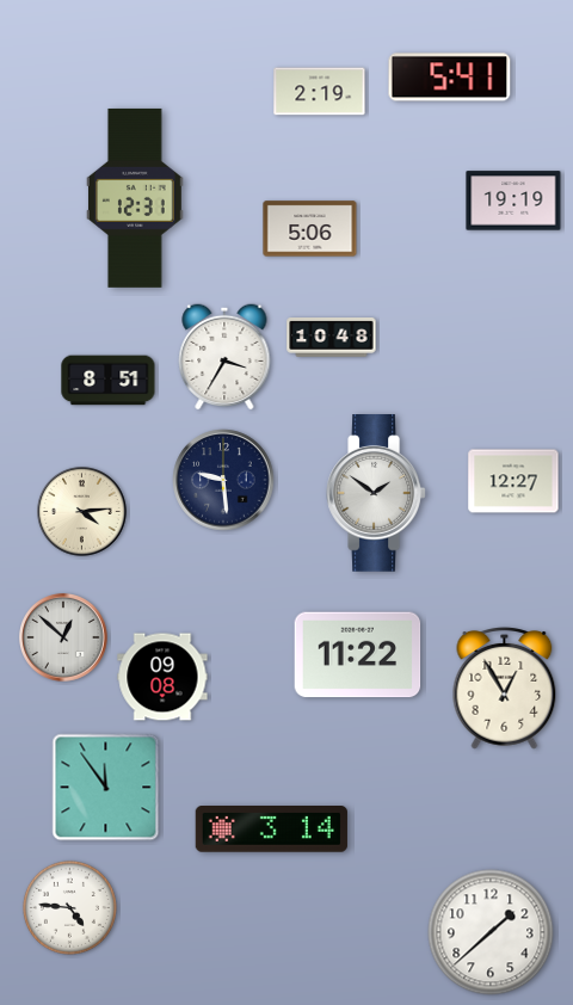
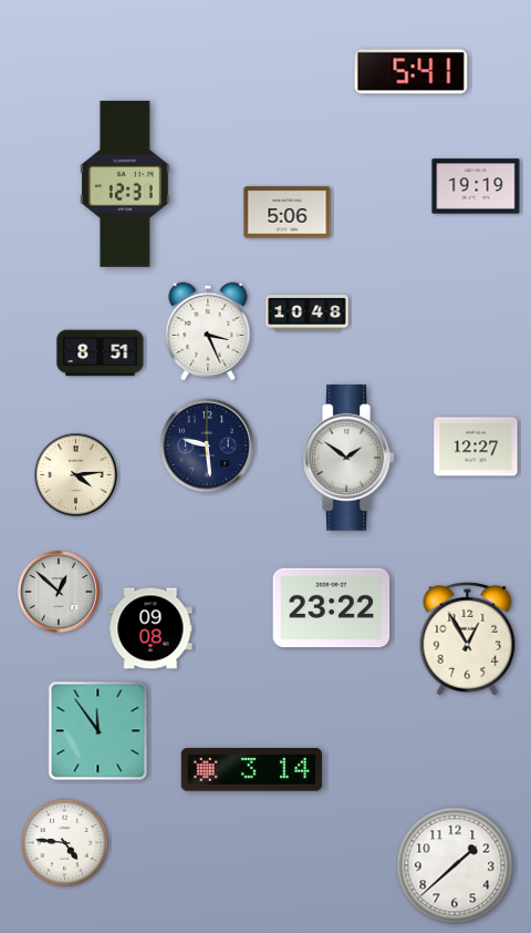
clock at (450, 78) position: (450, 78) -> (412, 72)
clock at (320, 92): 2:19 -> none
clock at (224, 357): 3:35 -> 3:26
clock at (358, 655): 11:22 -> 23:22
